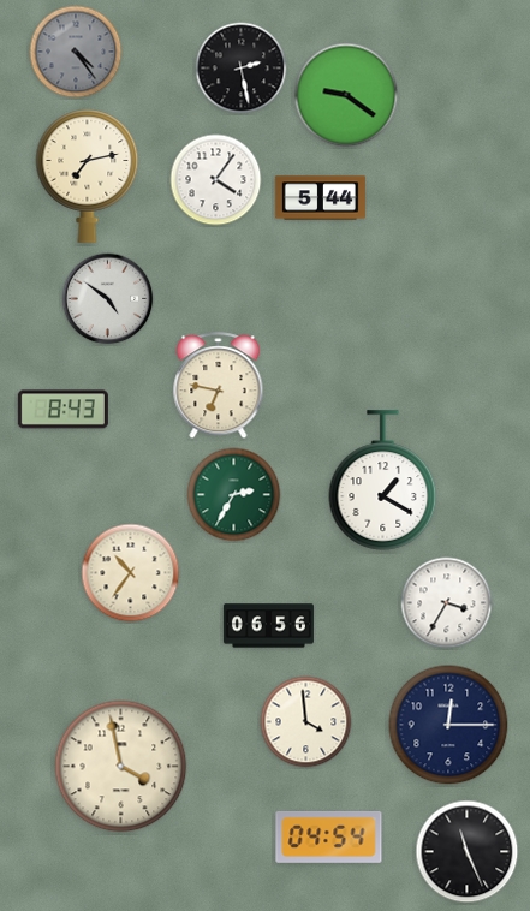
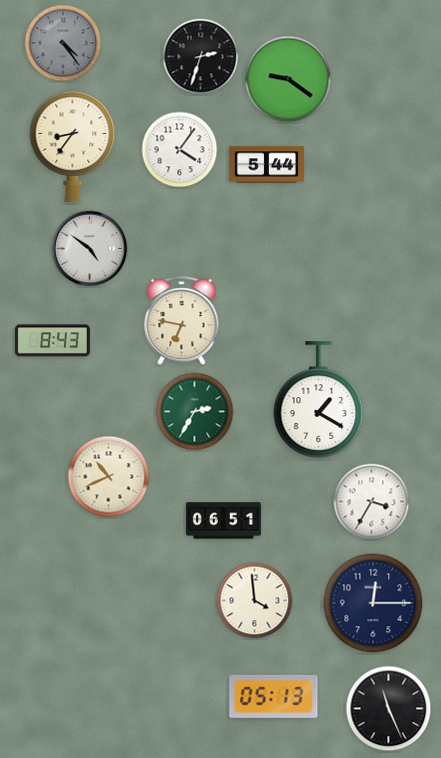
clock at (242, 69): 2:28 -> 2:33
clock at (88, 175): 7:13 -> 8:36
clock at (131, 573): 10:36 -> 10:41
clock at (268, 626): 06:56 -> 06:51
clock at (121, 767): 3:58 -> none
clock at (329, 838): 04:54 -> 05:13
